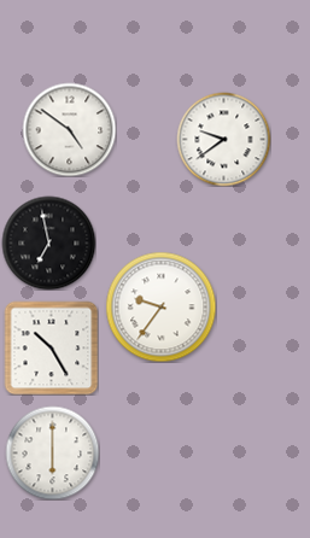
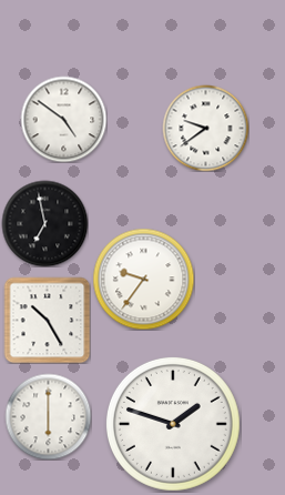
clock at (160, 306) position: (160, 306) -> (143, 279)
clock at (173, 424): none -> 1:48
